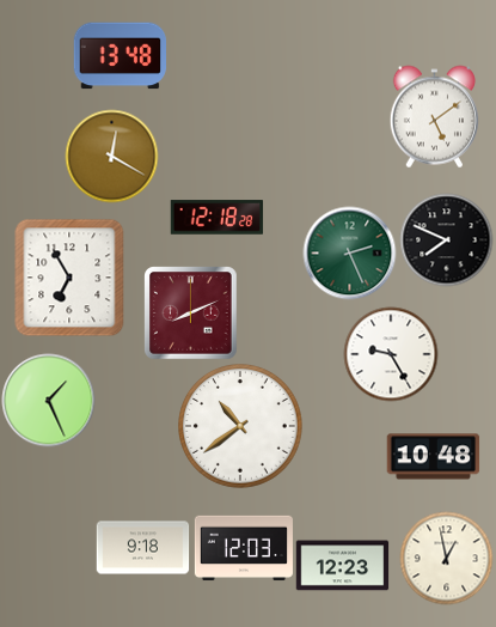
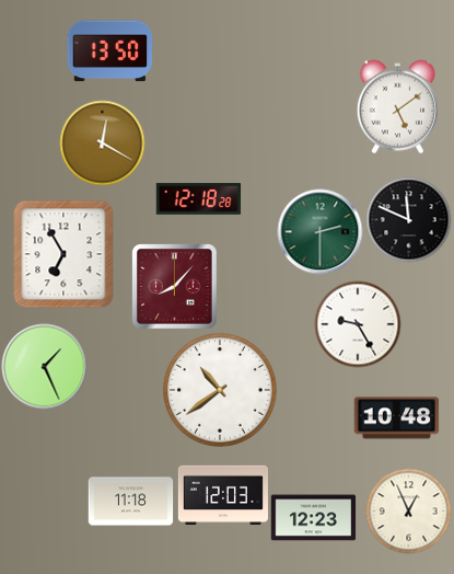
clock at (120, 56): 13:48 -> 13:50
clock at (446, 239): 7:49 -> 11:49
clock at (349, 252): 2:26 -> 2:30
clock at (190, 312): 8:11 -> 8:07
clock at (142, 548): 9:18 -> 11:18
clock at (244, 548) position: (244, 548) -> (223, 495)
clock at (446, 558): 12:58 -> 12:56
